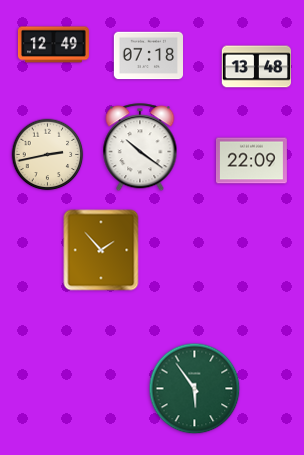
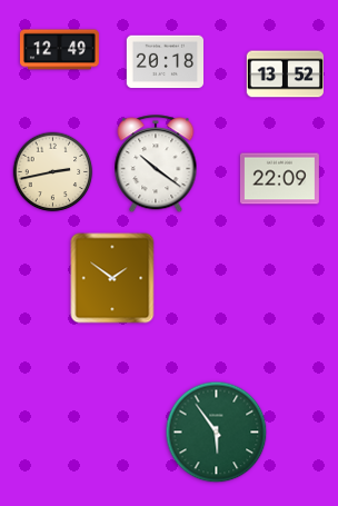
clock at (149, 56): 07:18 -> 20:18
clock at (256, 67): 13:48 -> 13:52
clock at (101, 250): 1:53 -> 1:51
